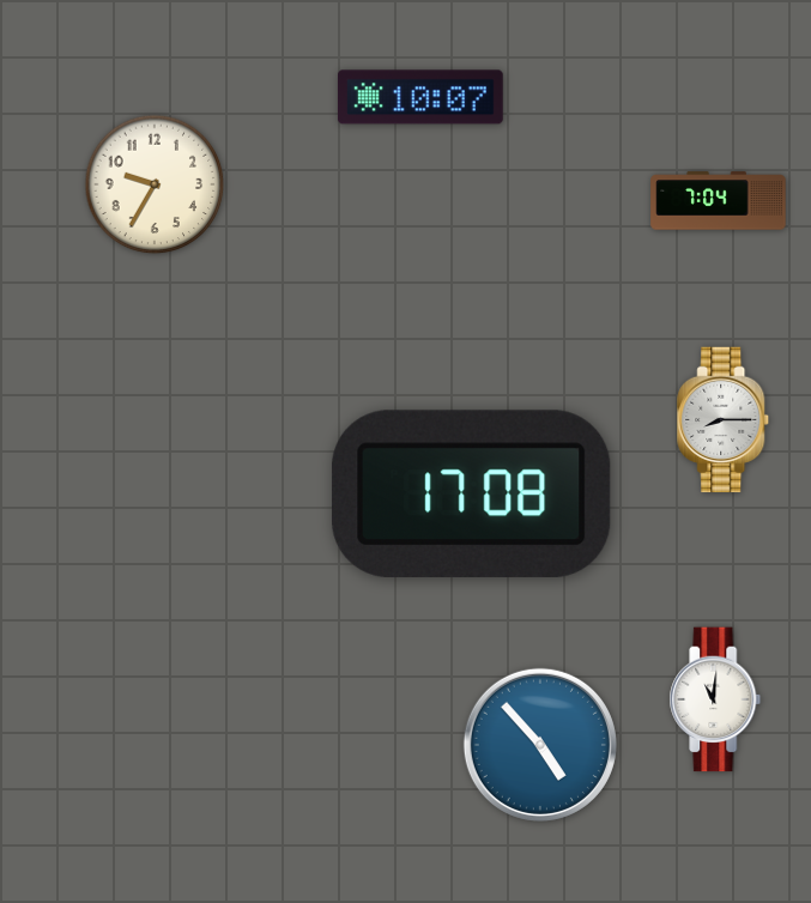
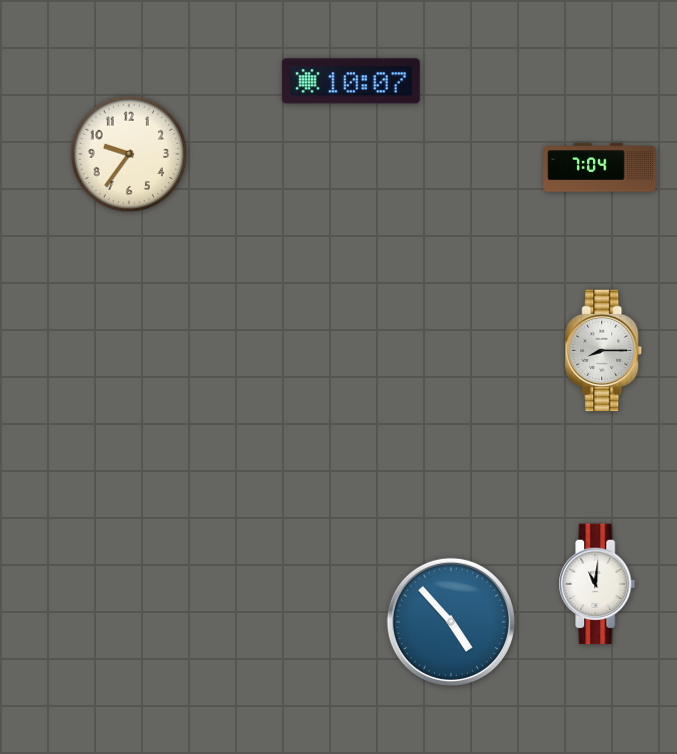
clock at (155, 184): 9:35 -> 9:36
clock at (472, 493): 17:08 -> none
